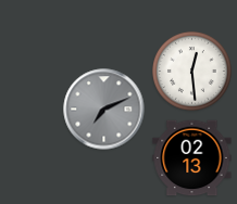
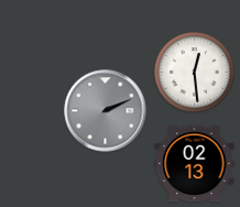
clock at (104, 110): 7:11 -> 2:11
clock at (192, 158) position: (192, 158) -> (195, 164)
